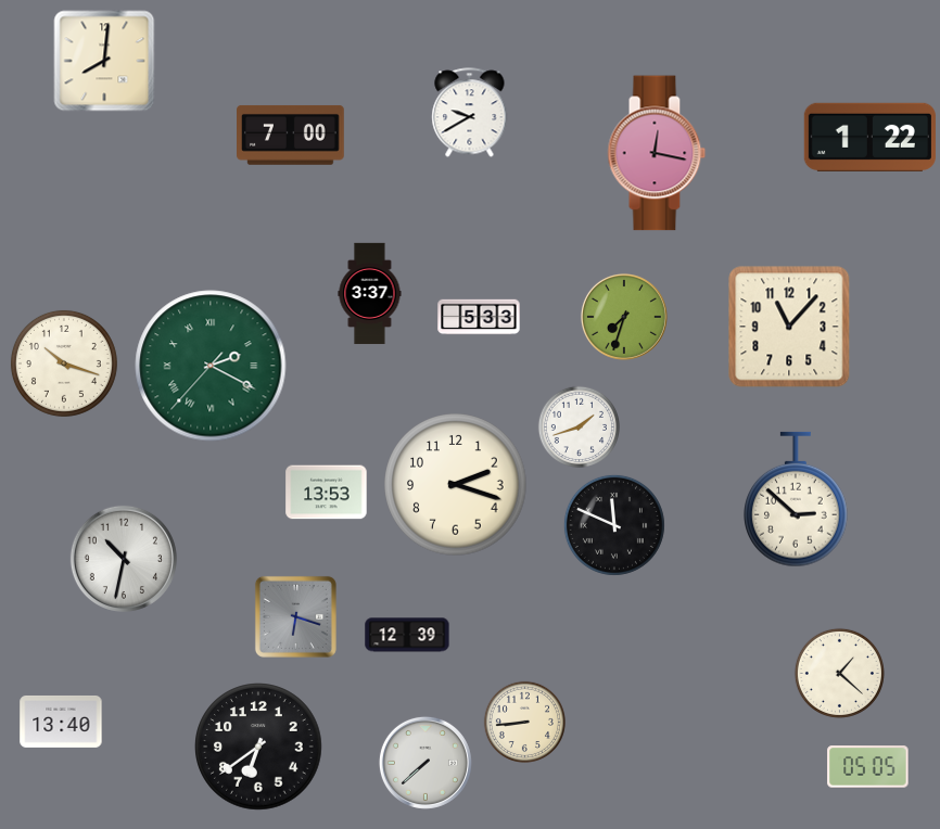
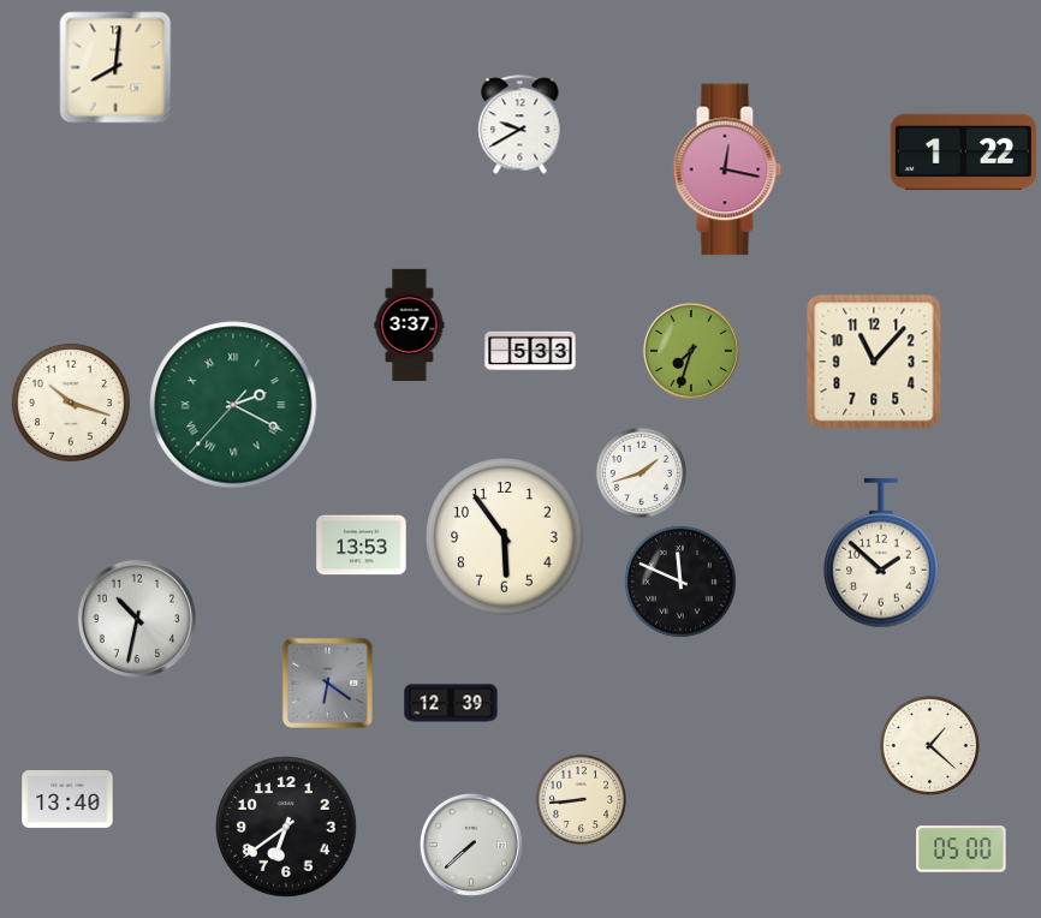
clock at (291, 135): 7:00 -> none
clock at (456, 485): 2:18 -> 5:54
clock at (797, 499): 2:52 -> 1:52
clock at (295, 616): 6:18 -> 6:21
clock at (868, 767): 05:05 -> 05:00
